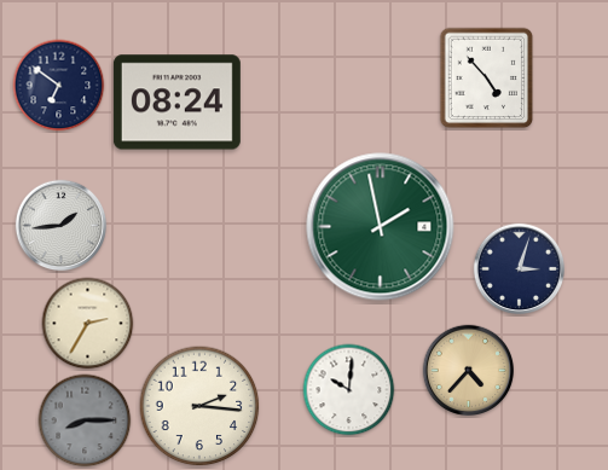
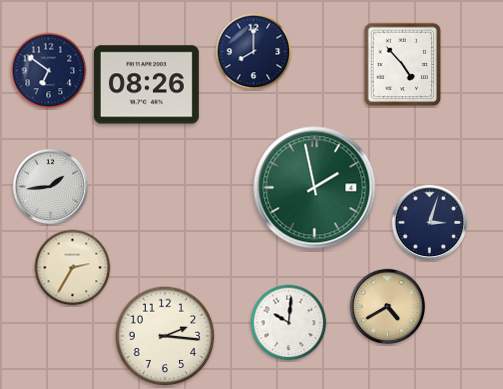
clock at (254, 52): none -> 8:00
clock at (176, 103): 08:24 -> 08:26
clock at (469, 371): 4:37 -> 4:40
clock at (85, 420): 8:15 -> none
